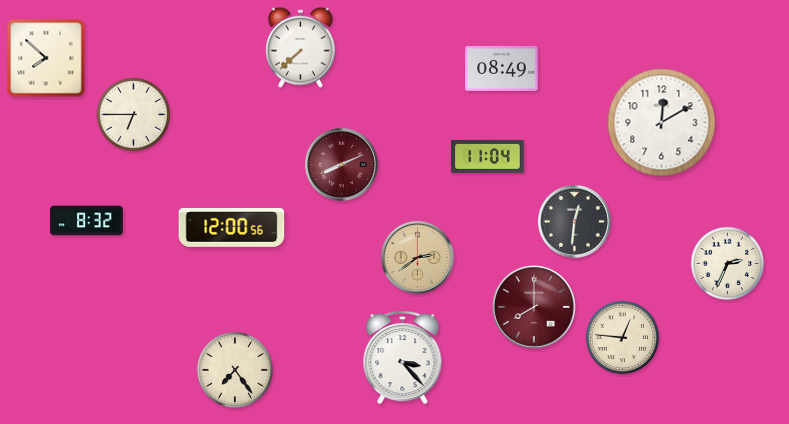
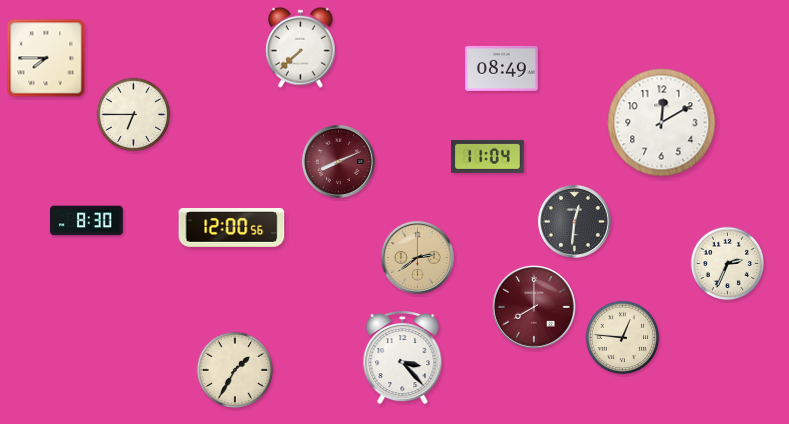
clock at (46, 58): 7:52 -> 7:45
clock at (341, 164) position: (341, 164) -> (338, 161)
clock at (87, 221): 8:32 -> 8:30
clock at (235, 370): 7:24 -> 1:35
